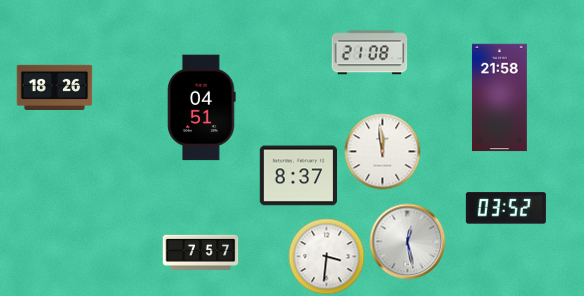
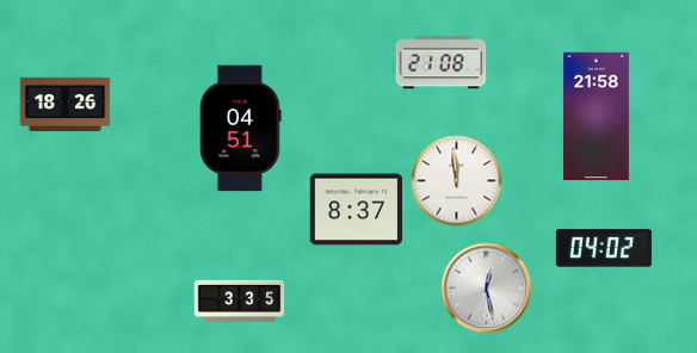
clock at (506, 208): 03:52 -> 04:02
clock at (201, 252): 7:57 -> 3:35
clock at (327, 257): 3:31 -> none
